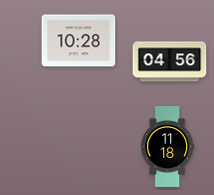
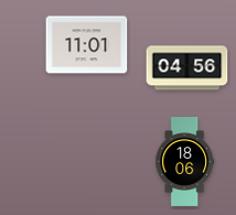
clock at (79, 41): 10:28 -> 11:01
clock at (168, 147): 11:18 -> 18:06
